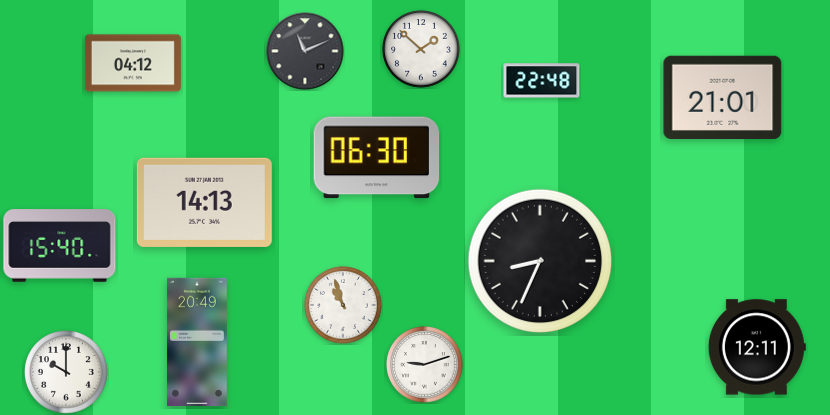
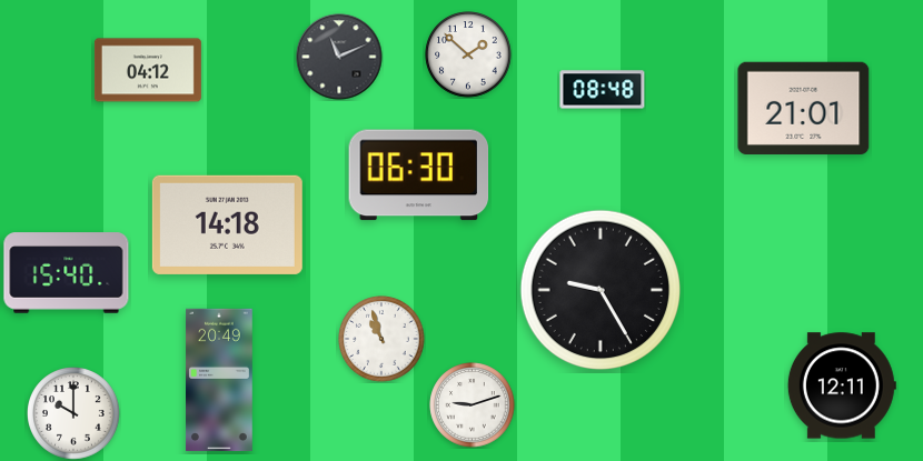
clock at (542, 81): 22:48 -> 08:48
clock at (204, 202): 14:13 -> 14:18
clock at (540, 261): 8:34 -> 9:25
